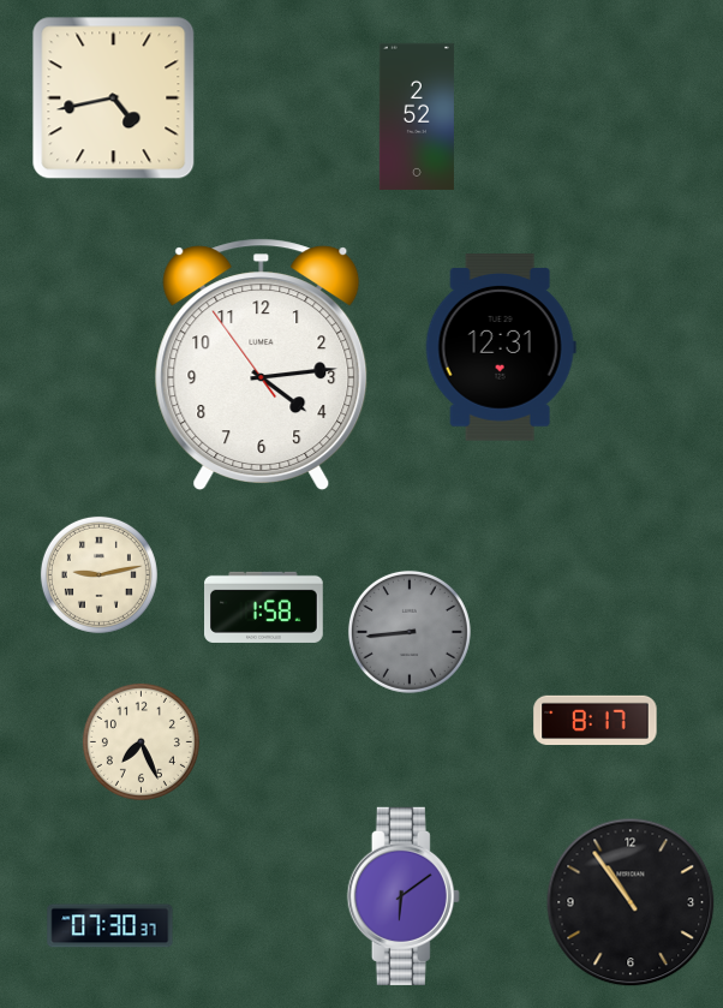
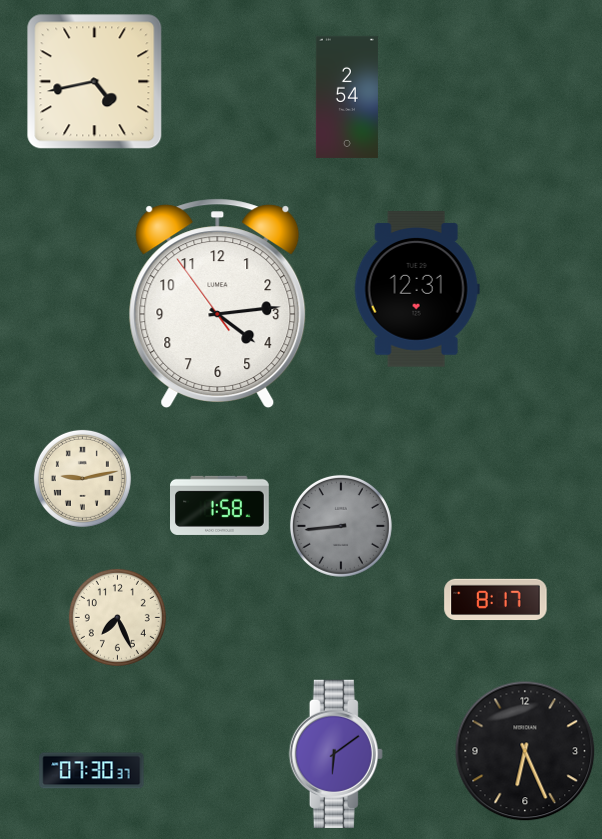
clock at (417, 117): 2:52 -> 2:54
clock at (404, 896) position: (404, 896) -> (336, 754)
clock at (631, 902): 10:54 -> 6:26
